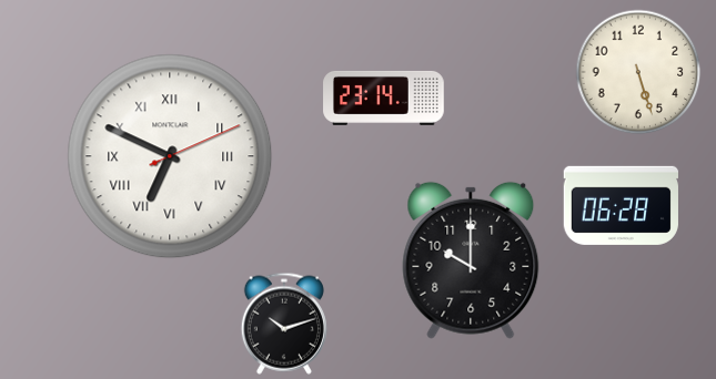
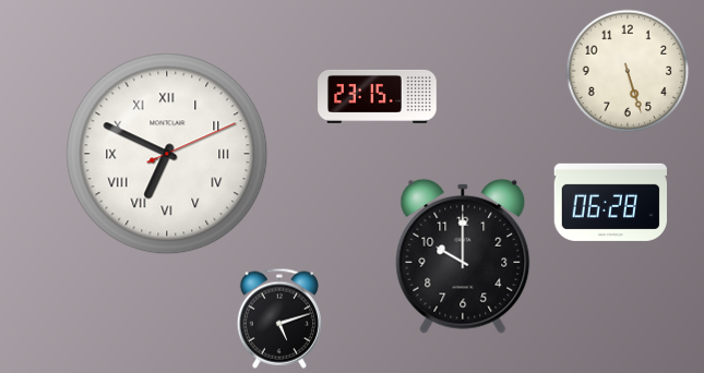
clock at (384, 98): 23:14 -> 23:15
clock at (284, 324): 10:12 -> 5:12
